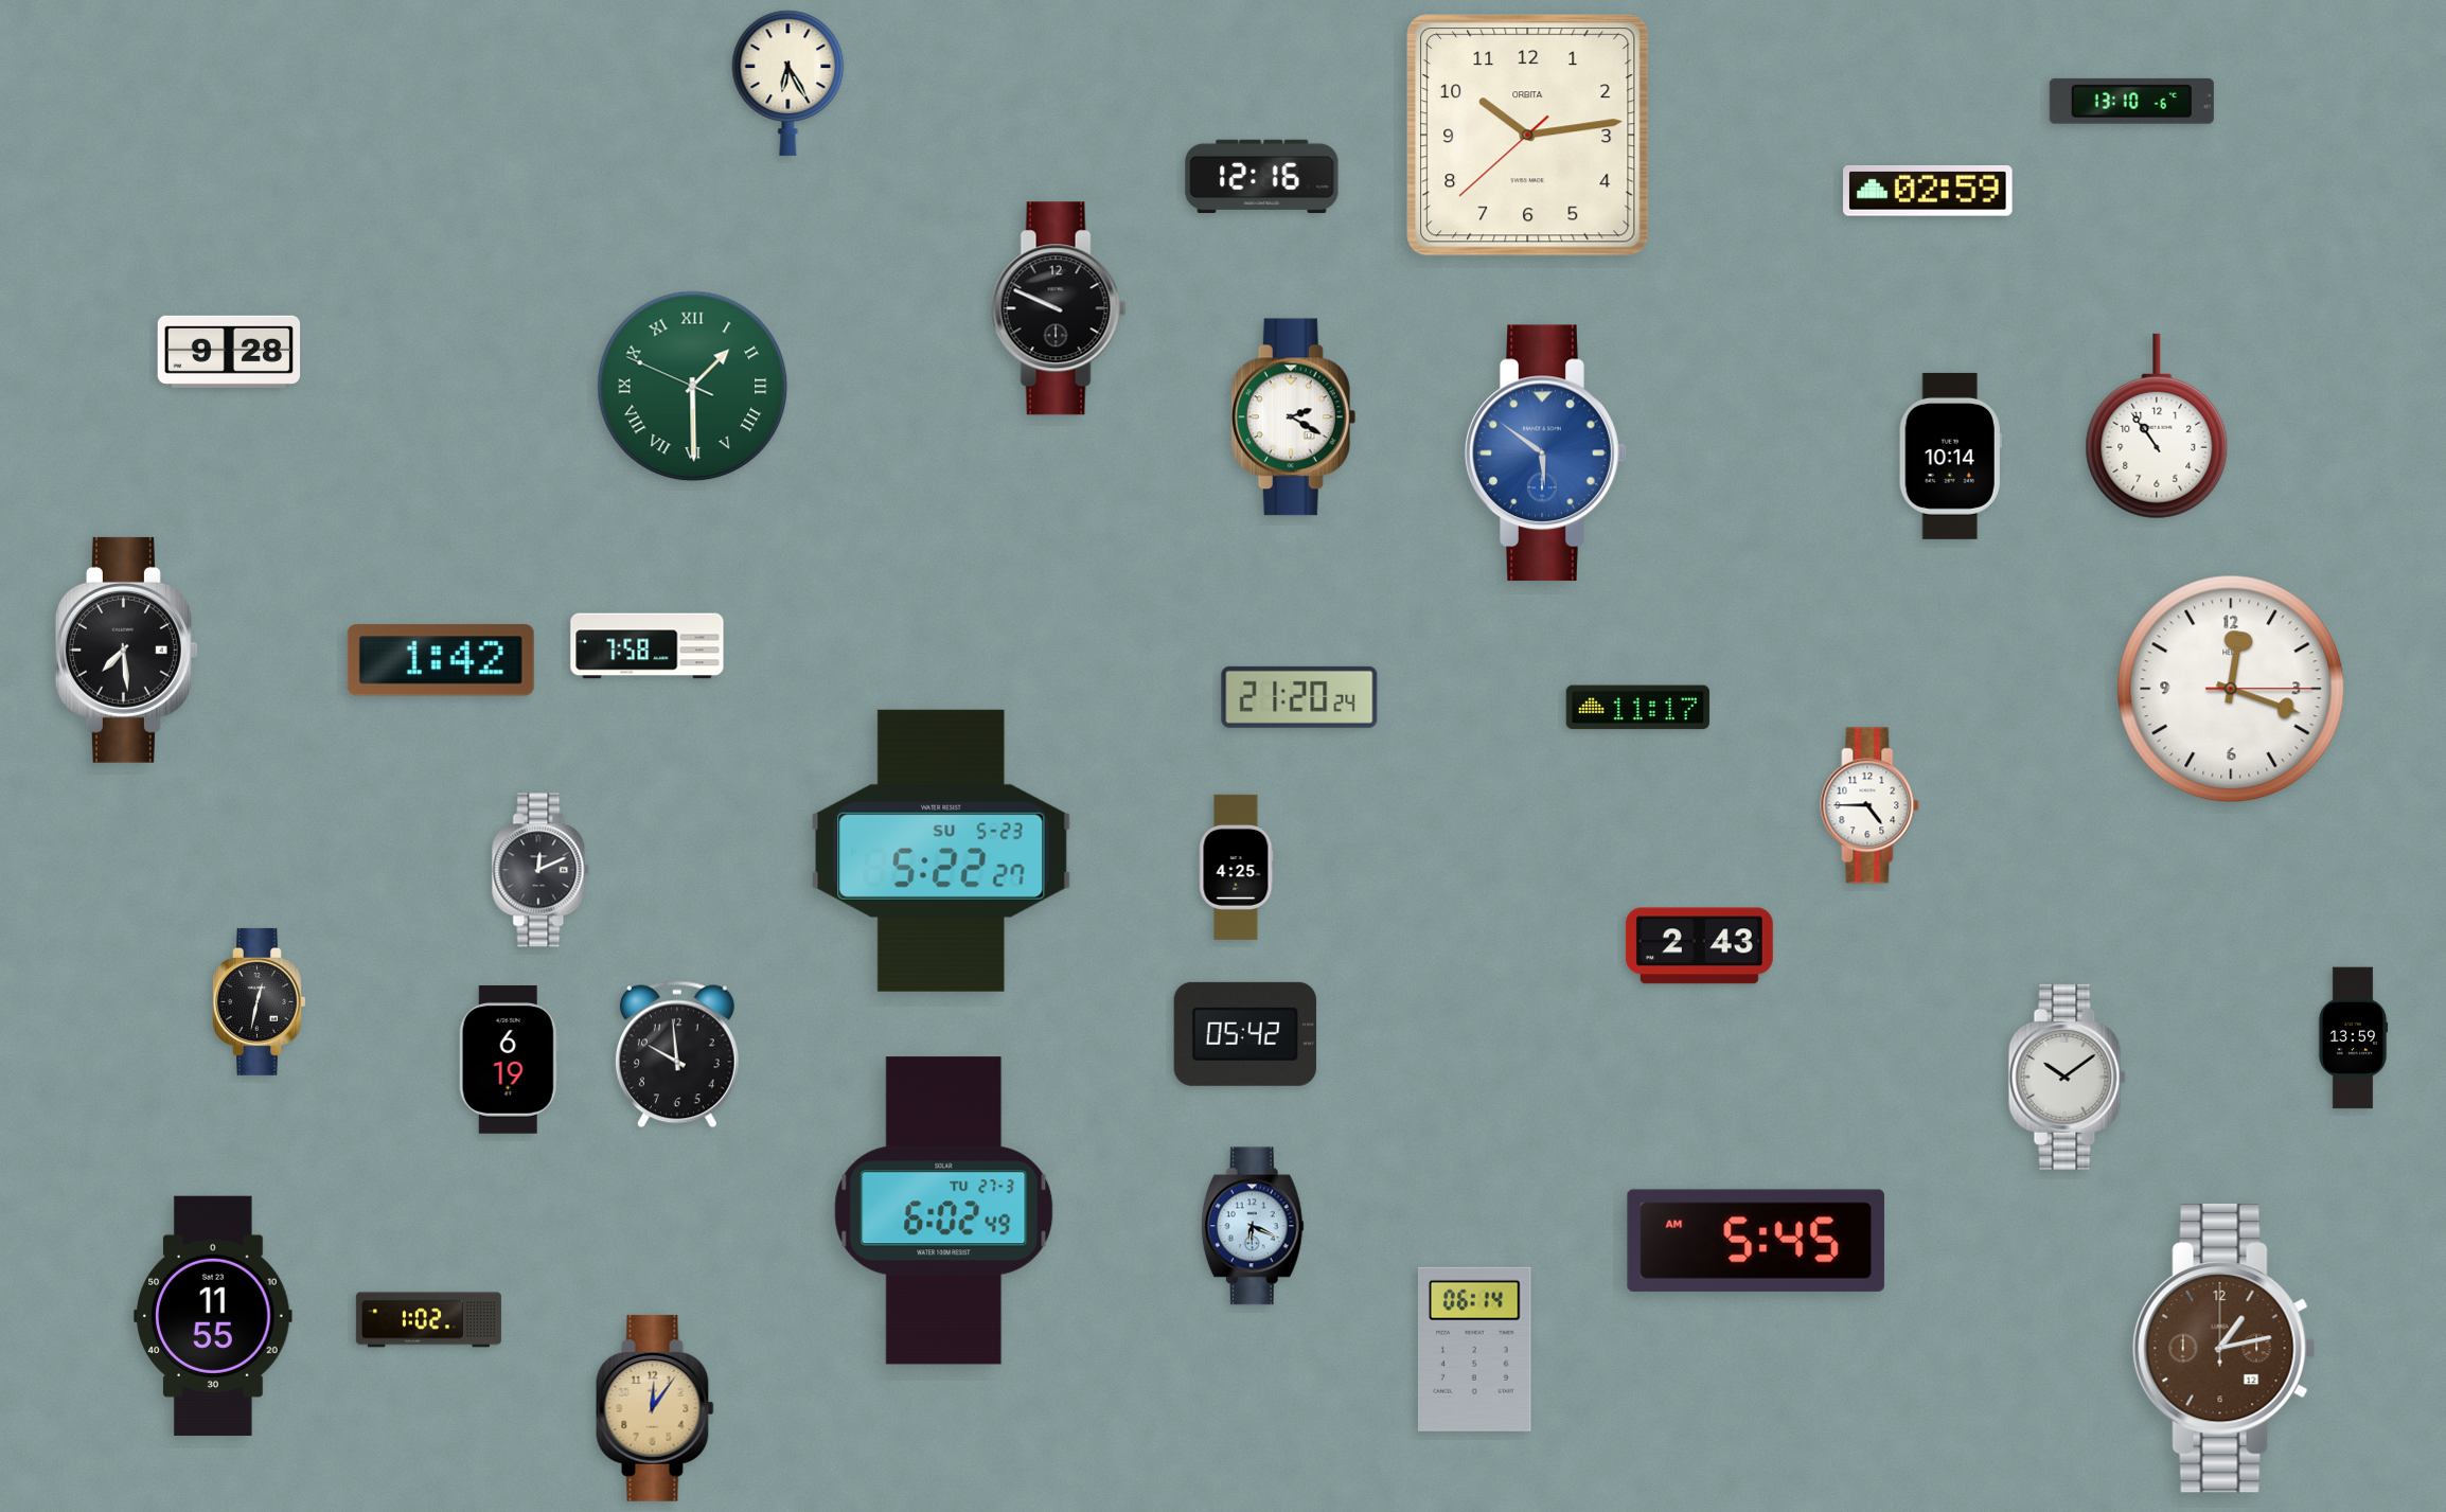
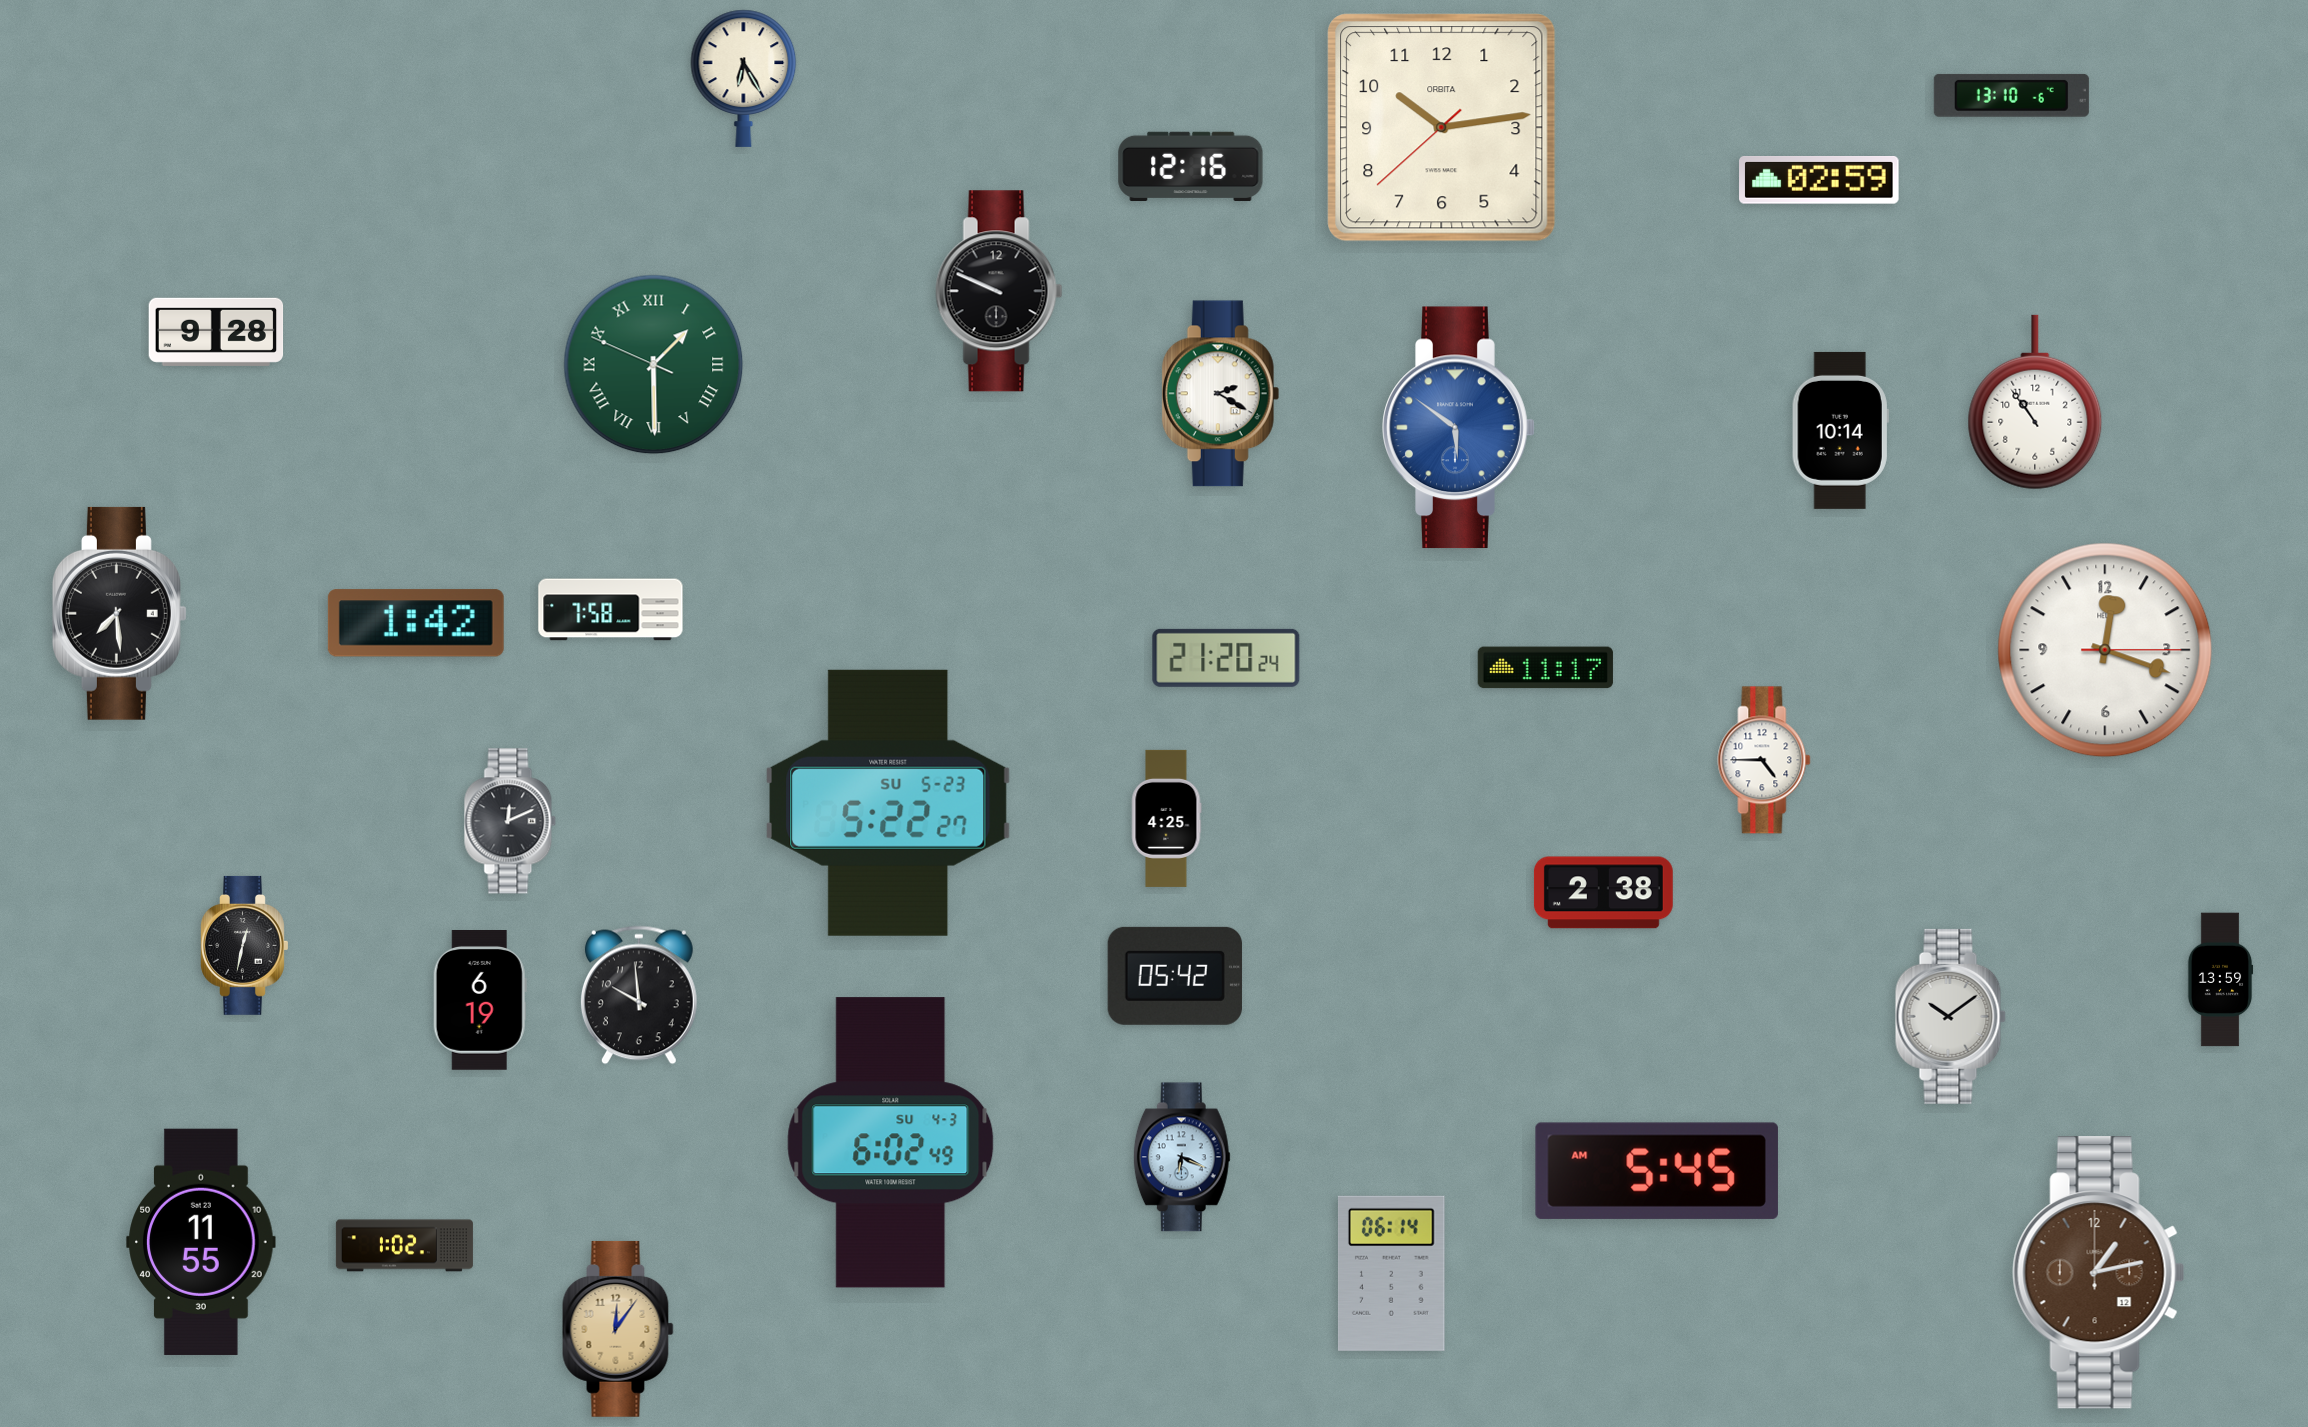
clock at (1699, 946): 2:43 -> 2:38
clock at (944, 1211) date: TU 27-3 -> SU 4-3
